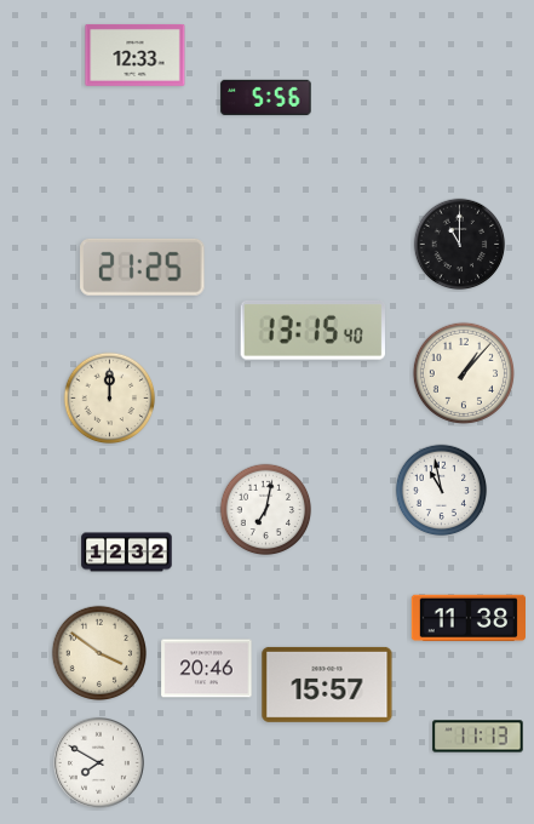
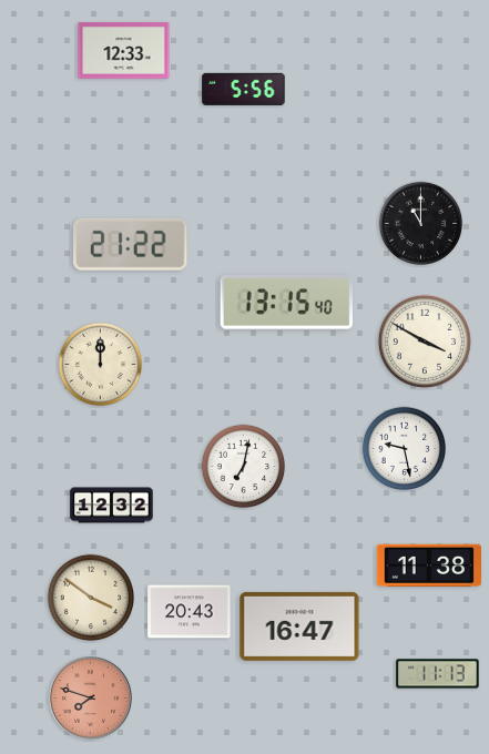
clock at (143, 267): 21:25 -> 21:22
clock at (463, 372): 1:07 -> 3:50
clock at (442, 491): 10:58 -> 9:28
clock at (127, 553) position: (127, 553) -> (112, 506)
clock at (207, 669): 20:46 -> 20:43
clock at (327, 685): 15:57 -> 16:47
clock at (98, 762): 7:50 -> 7:48
clock at (98, 762) dial: white -> salmon
